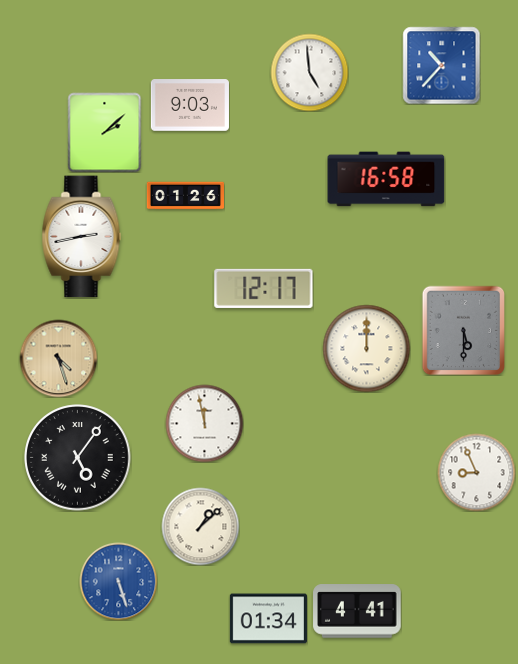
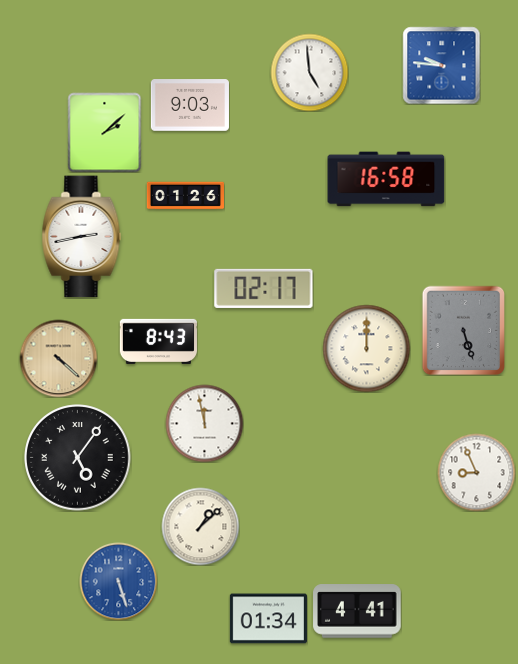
clock at (441, 65): 10:37 -> 9:46
clock at (264, 288): 12:17 -> 02:17
clock at (463, 330): 5:30 -> 5:27
clock at (158, 341): none -> 8:43
clock at (58, 358): 4:27 -> 4:22
